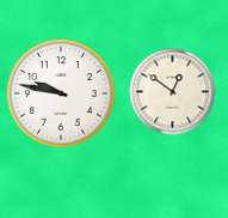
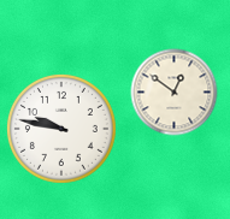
clock at (61, 93) position: (61, 93) -> (61, 129)
